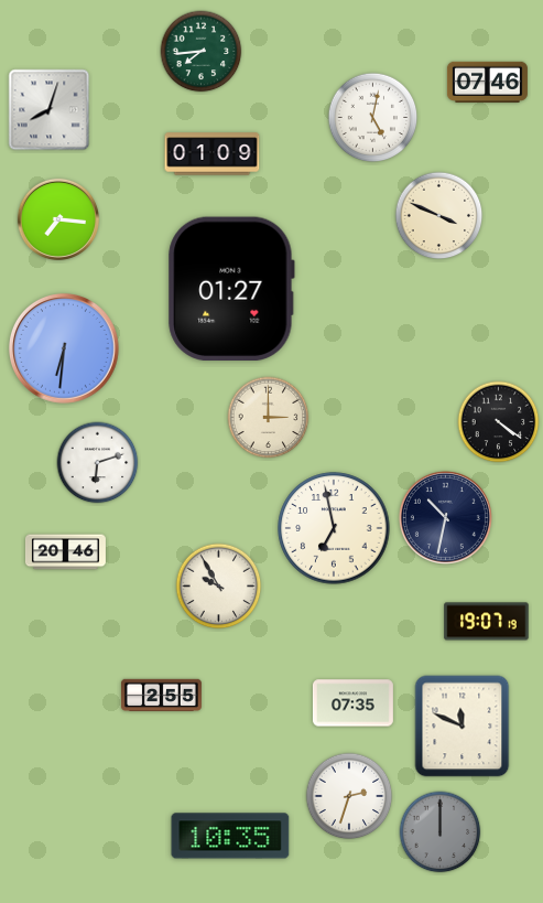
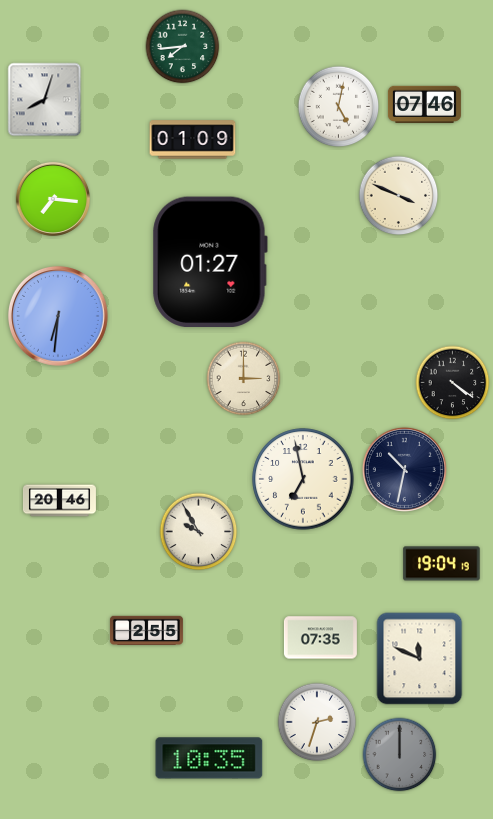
clock at (487, 82) position: (487, 82) -> (424, 104)
clock at (98, 463): 6:12 -> none
clock at (487, 622): 19:07 -> 19:04
